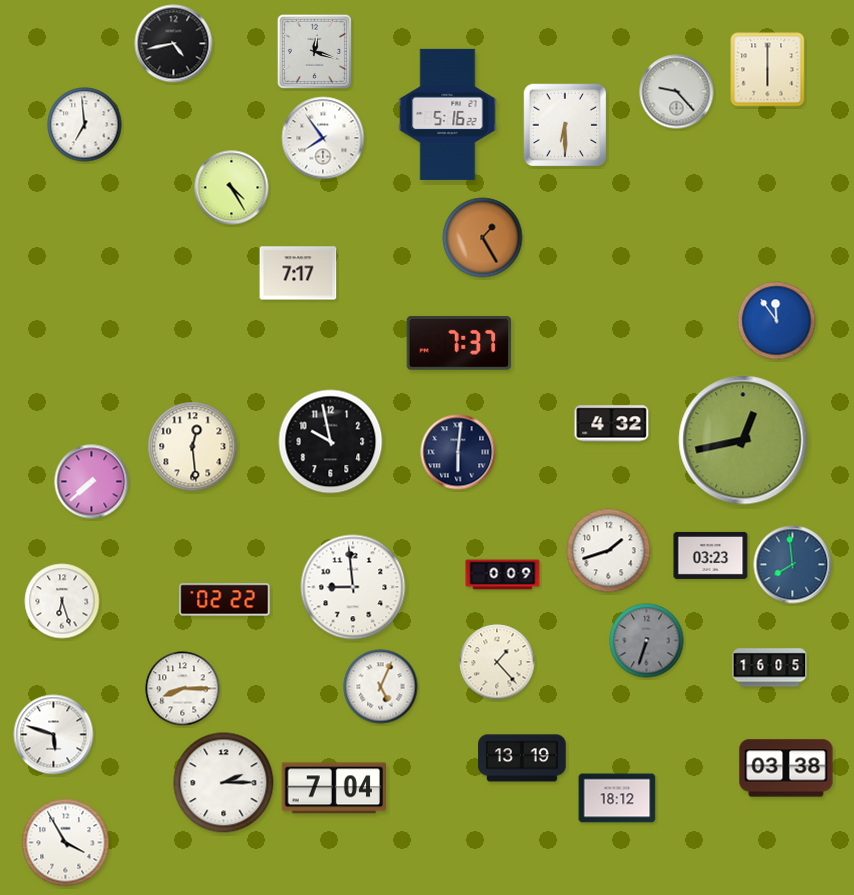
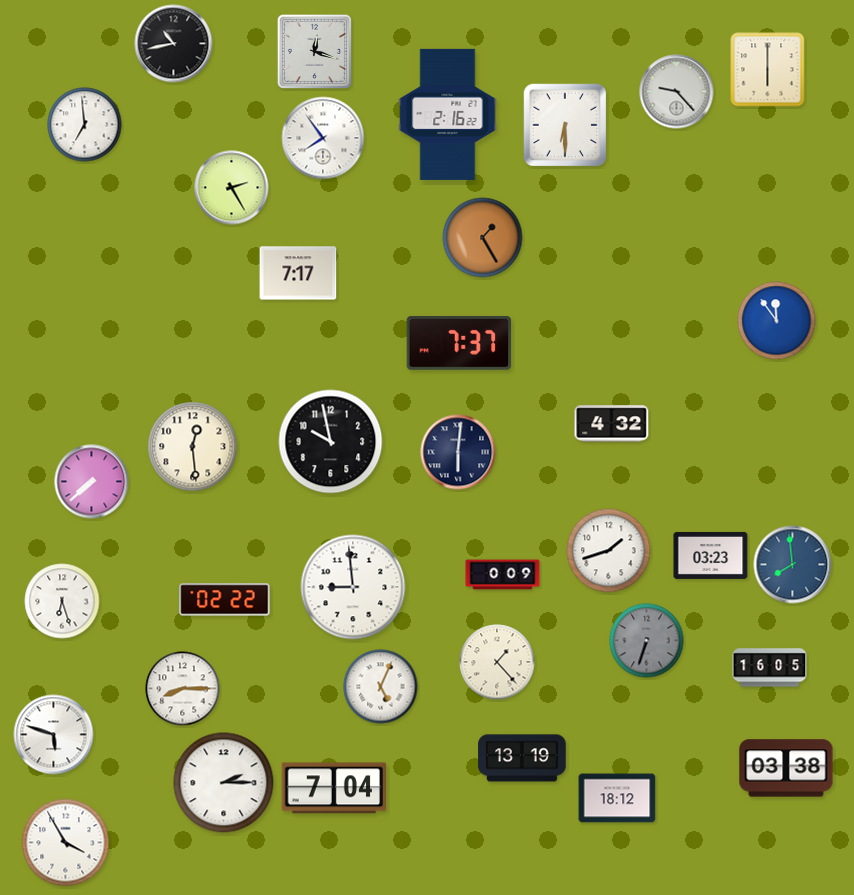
clock at (174, 44): 4:43 -> 10:43
clock at (448, 114): 5:16 -> 2:16
clock at (232, 188): 4:25 -> 2:25
clock at (743, 440): 12:43 -> none
